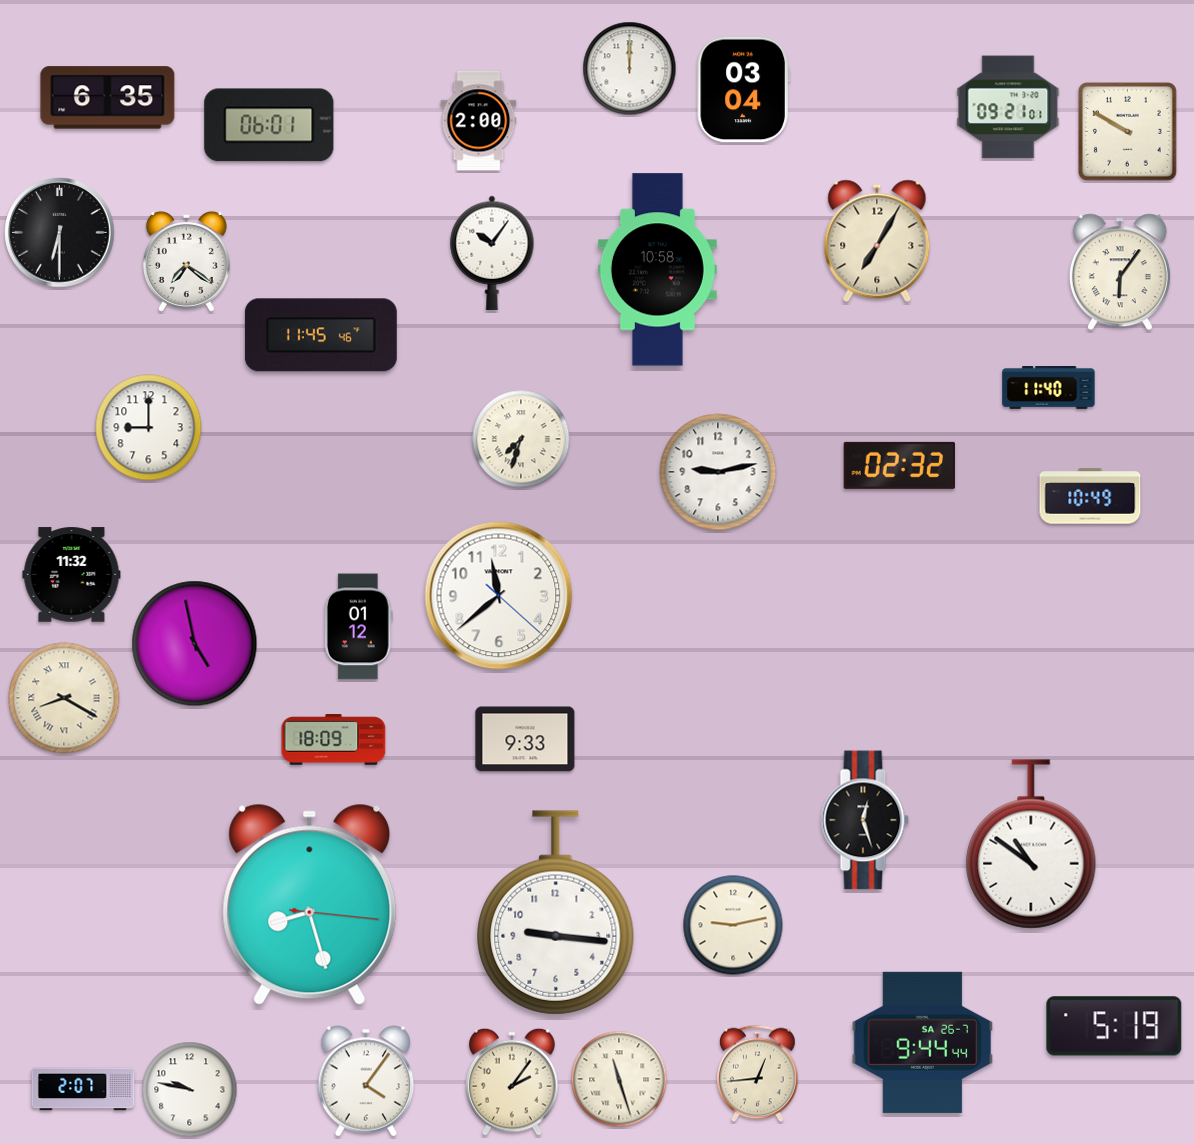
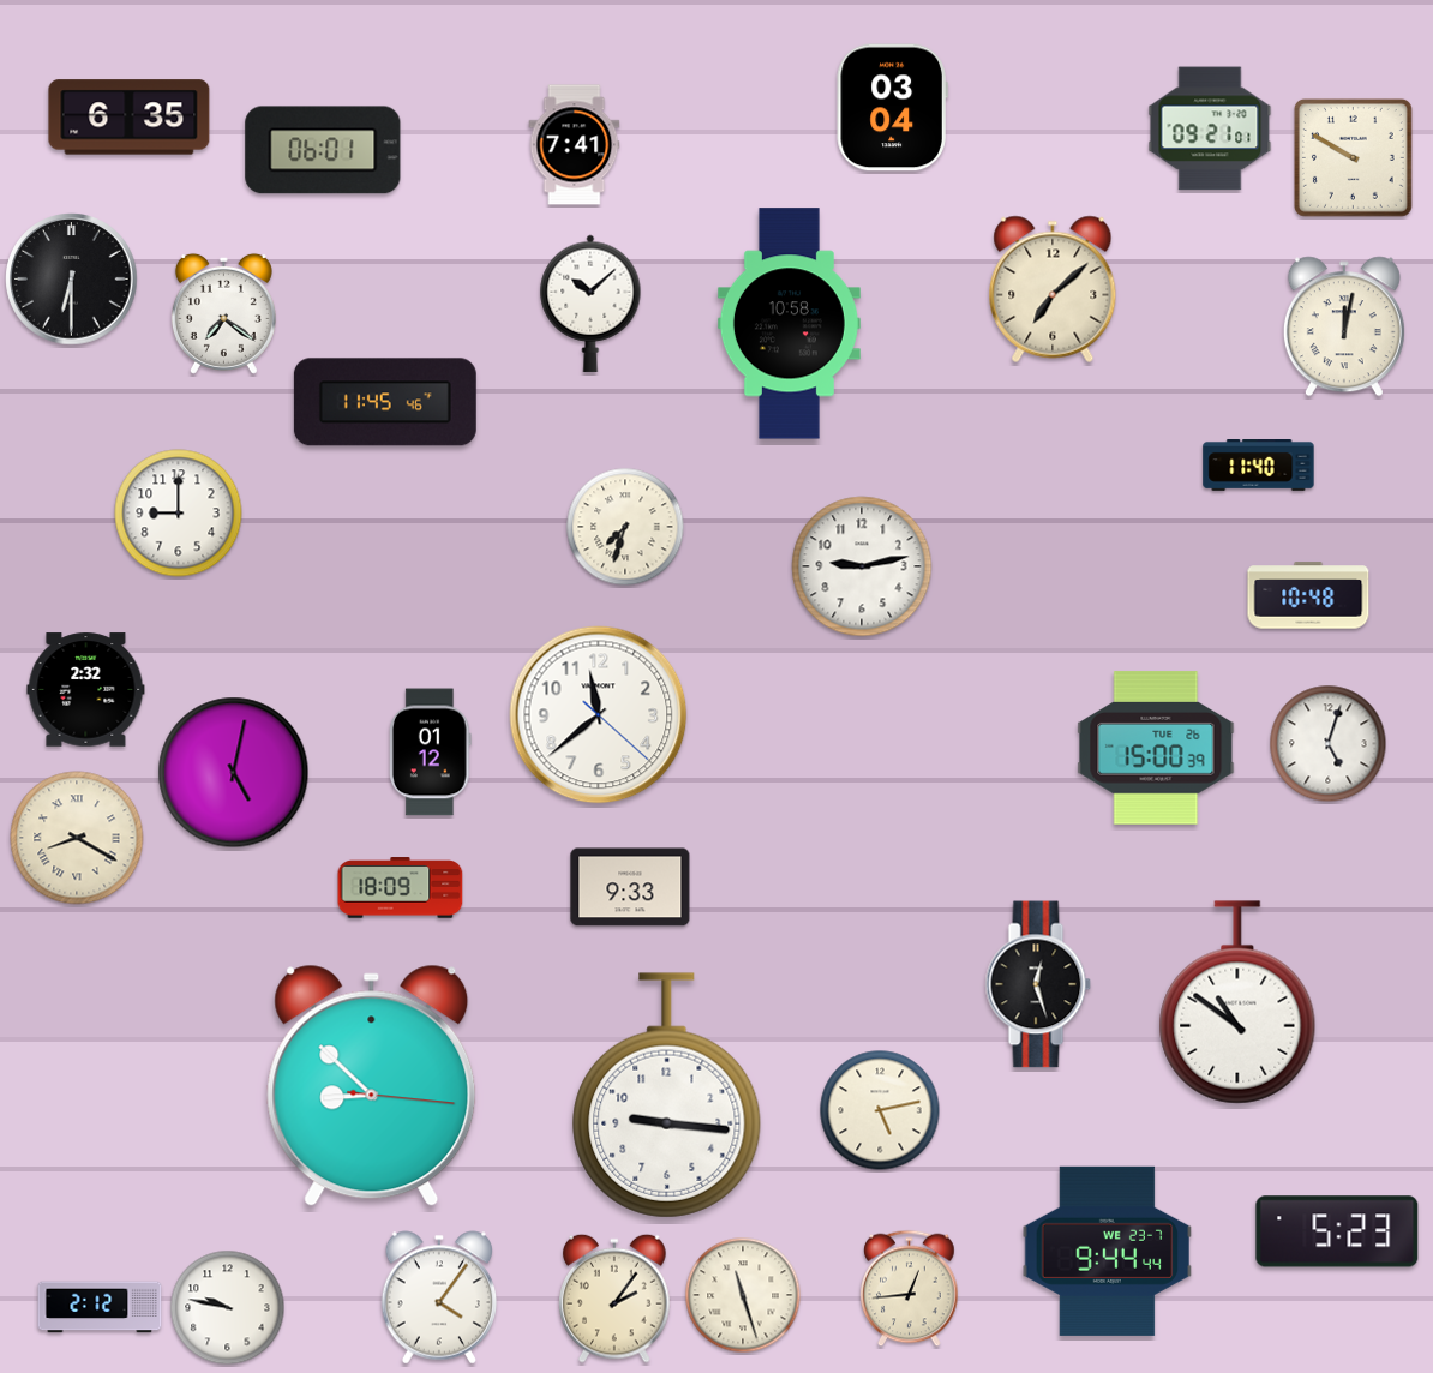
clock at (630, 69): 12:00 -> none
clock at (479, 121): 2:00 -> 7:41
clock at (877, 241): 7:05 -> 7:08
clock at (492, 253): 10:06 -> 10:08
clock at (1120, 272): 6:06 -> 12:02
clock at (899, 465): 02:32 -> none
clock at (1090, 496): 10:49 -> 10:48
clock at (72, 575): 11:32 -> 2:32
clock at (1329, 744): none -> 5:03
clock at (1156, 748): none -> 15:00
clock at (195, 644): 4:58 -> 5:02
clock at (1031, 844) position: (1031, 844) -> (1237, 1002)
clock at (310, 904): 8:27 -> 8:52
clock at (733, 925): 9:13 -> 5:13
clock at (1114, 1026): 5:19 -> 5:23
clock at (923, 1042) date: SA 26-7 -> WE 23-7
clock at (83, 1089): 2:07 -> 2:12
